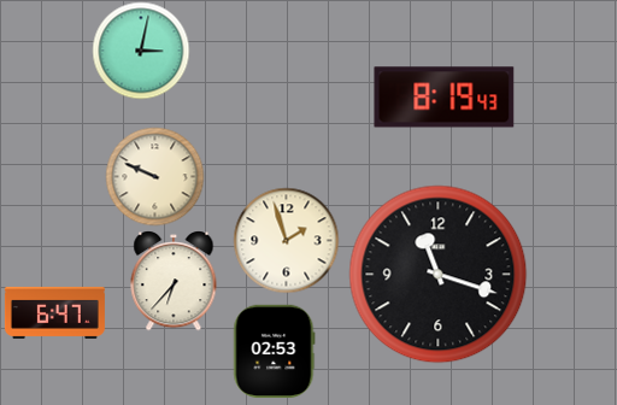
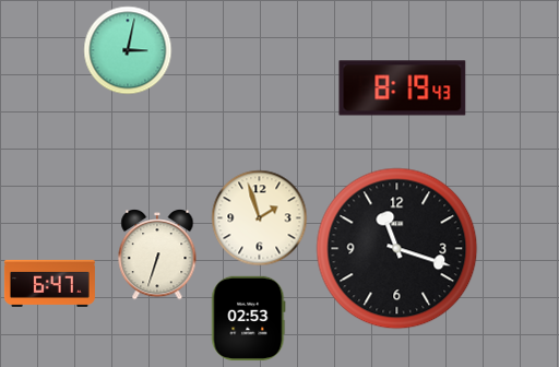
clock at (141, 51) position: (141, 51) -> (128, 50)
clock at (154, 176): 9:49 -> none
clock at (174, 281): 6:37 -> 6:33
